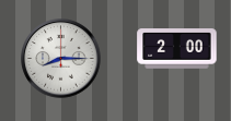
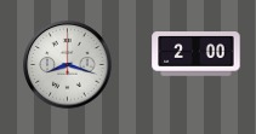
clock at (61, 59): 8:15 -> 8:18
